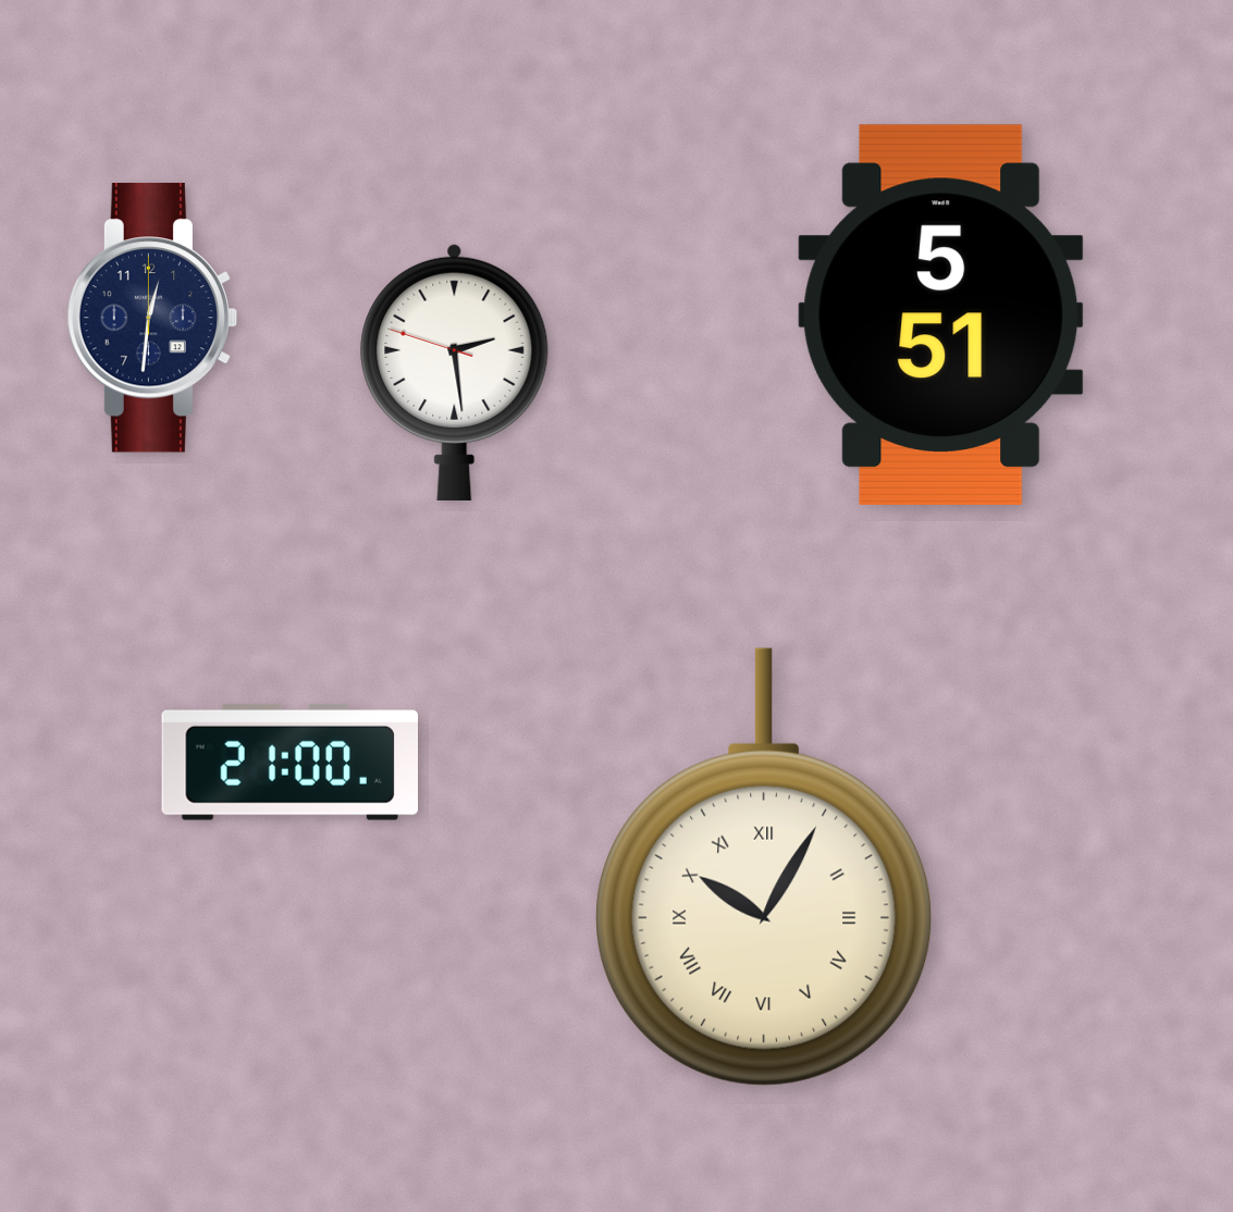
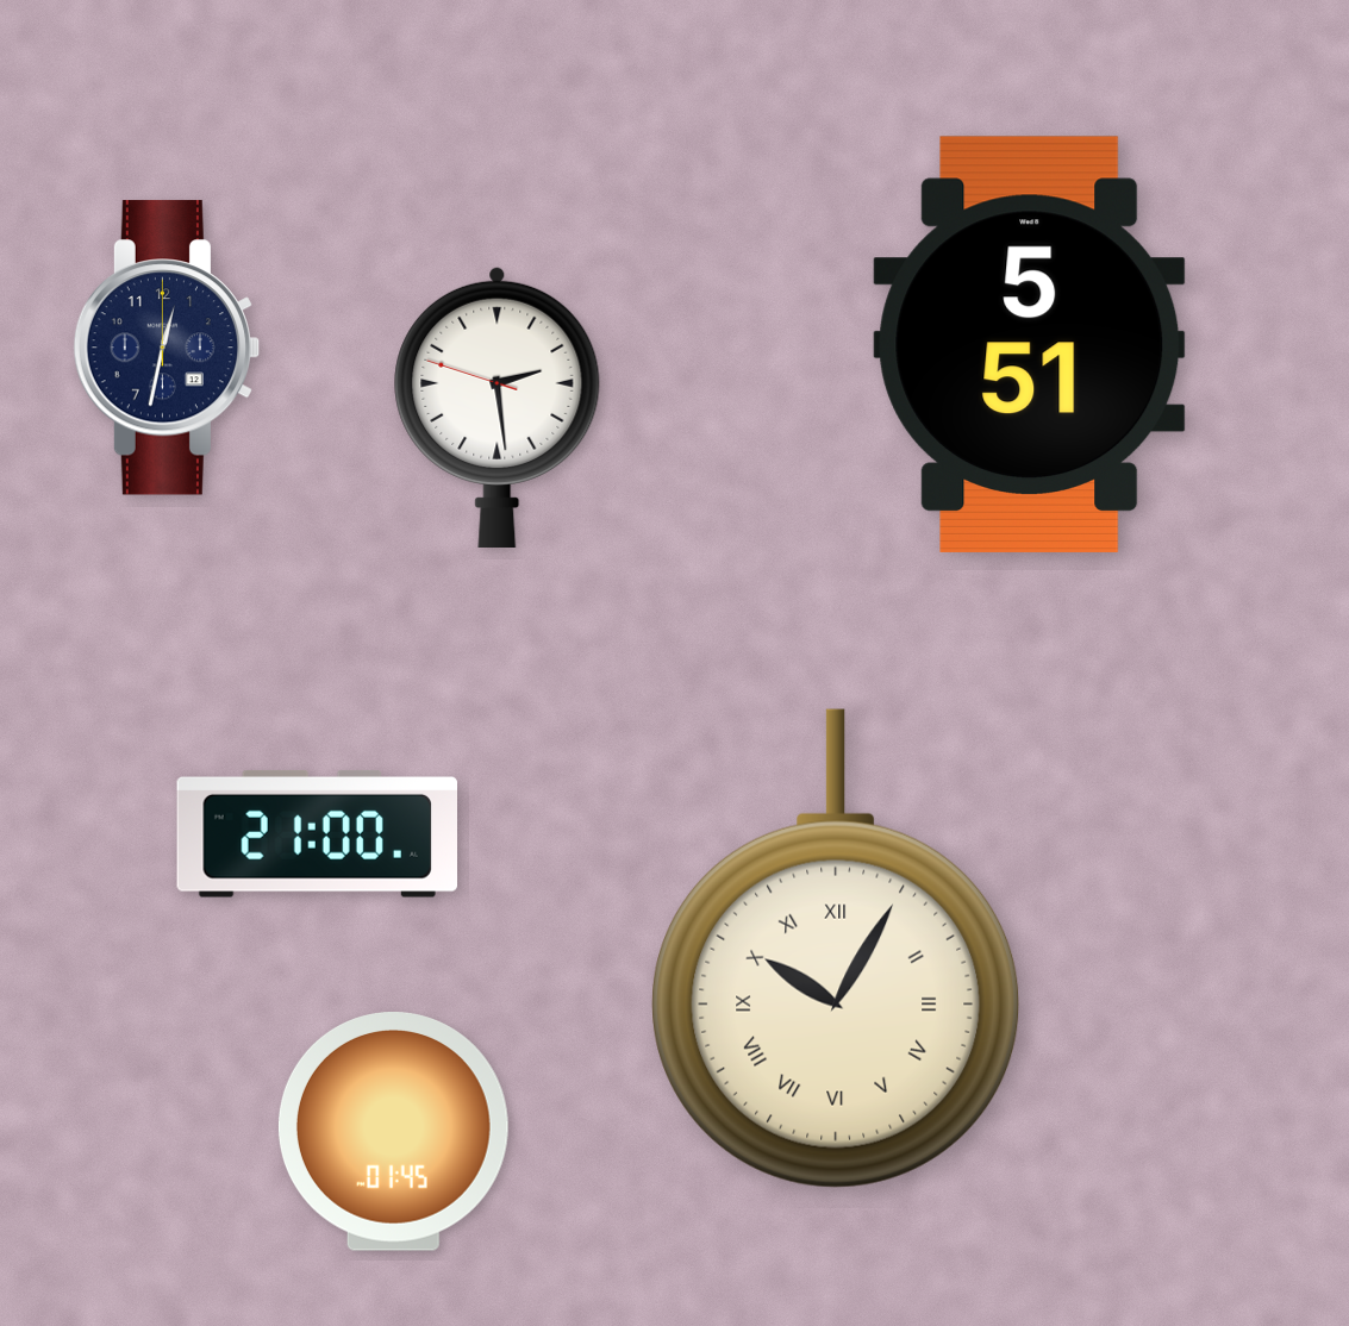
clock at (152, 318): 12:31 -> 12:32
clock at (393, 1132): none -> 01:45
